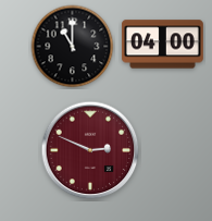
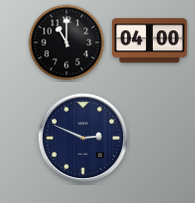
clock at (90, 150) dial: burgundy -> navy
